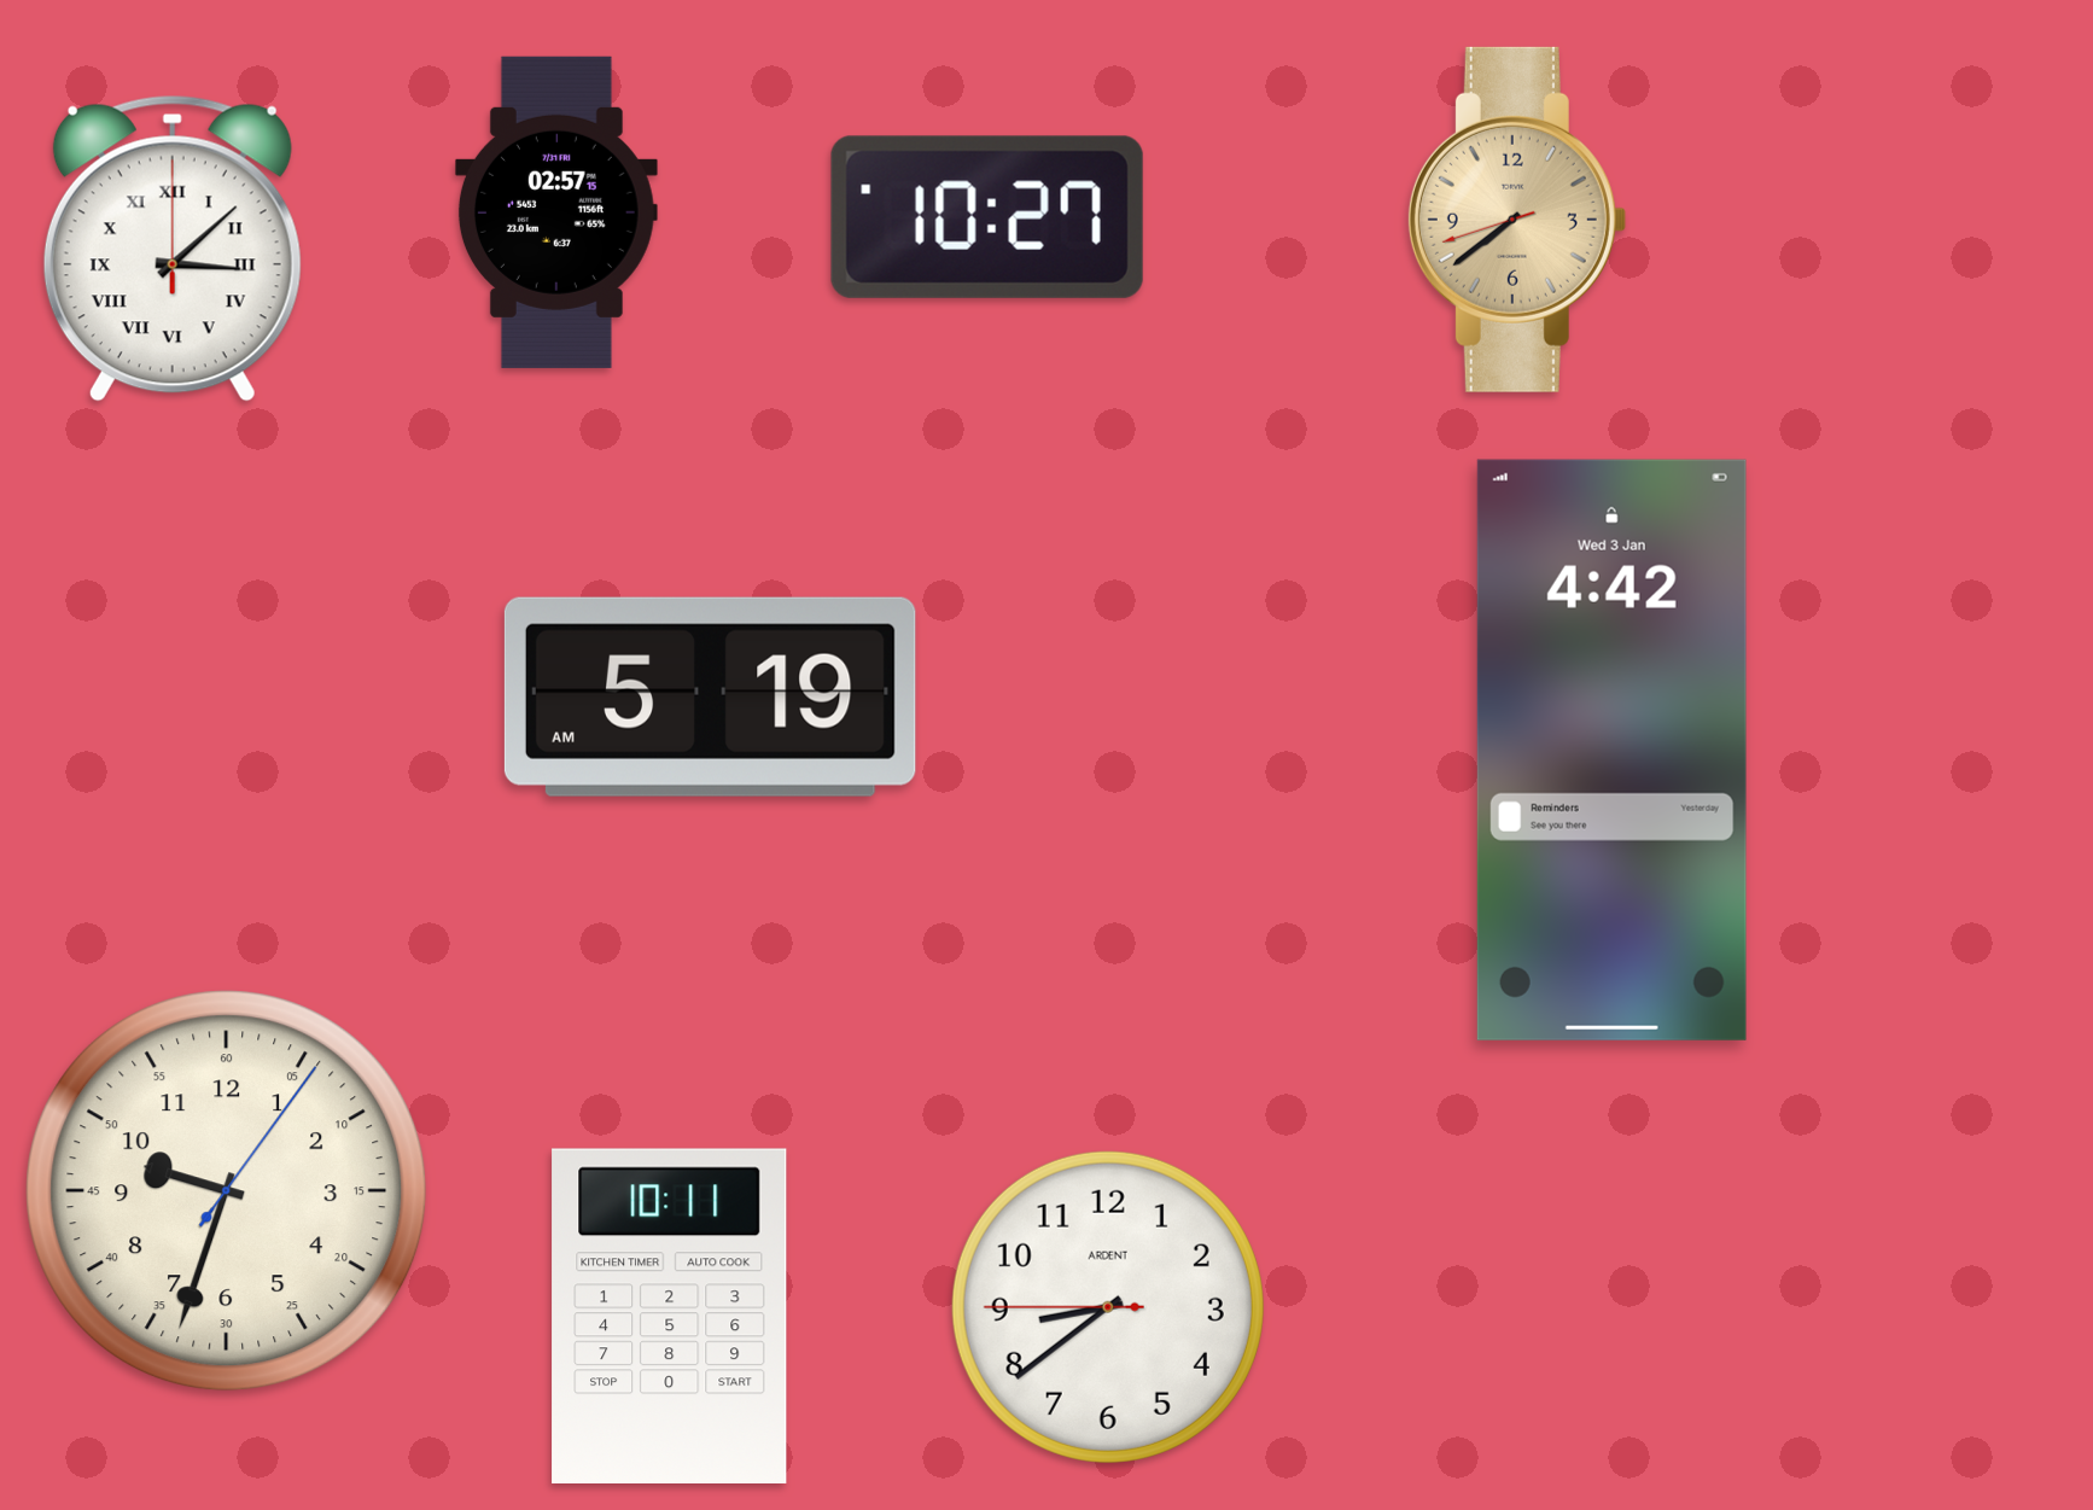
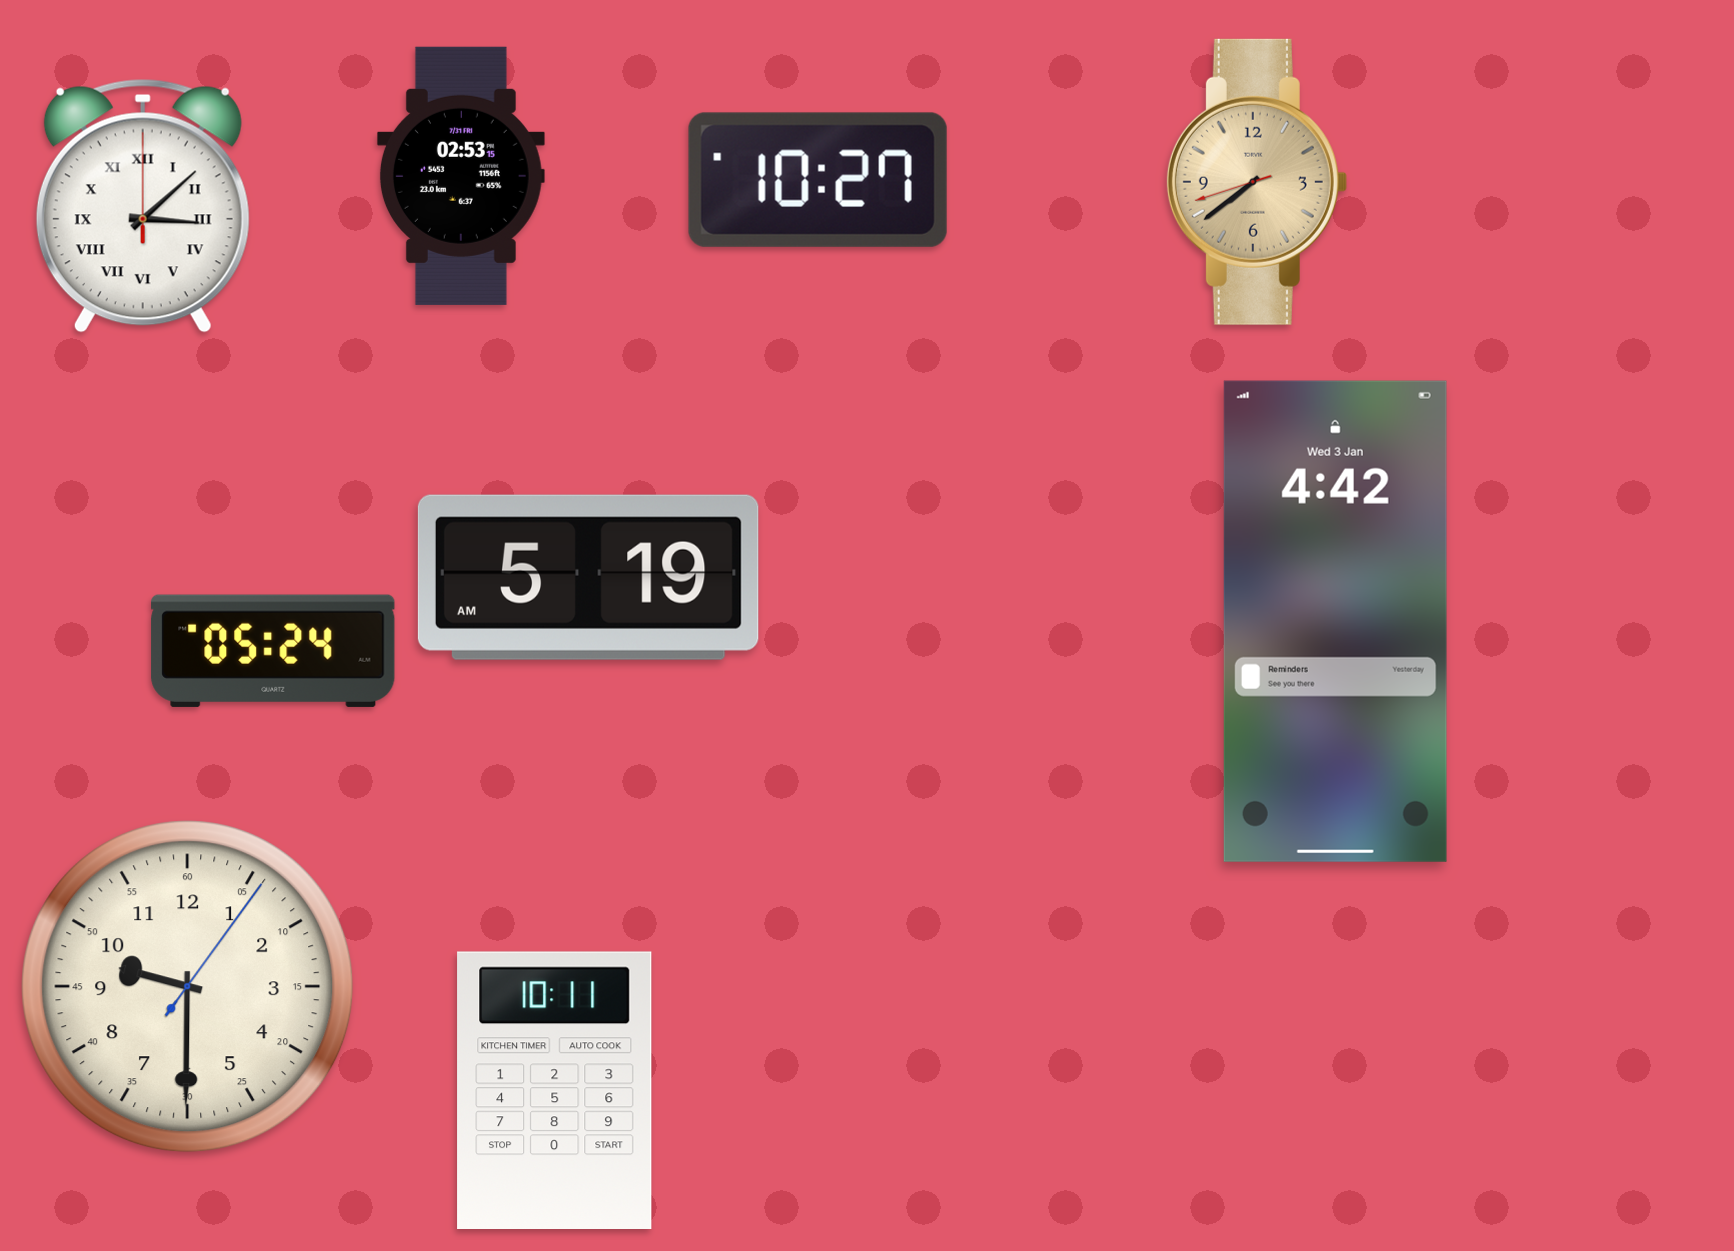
clock at (556, 212): 02:57 -> 02:53
clock at (273, 651): none -> 05:24
clock at (227, 1191): 9:33 -> 9:30
clock at (1108, 1307): 8:38 -> none
